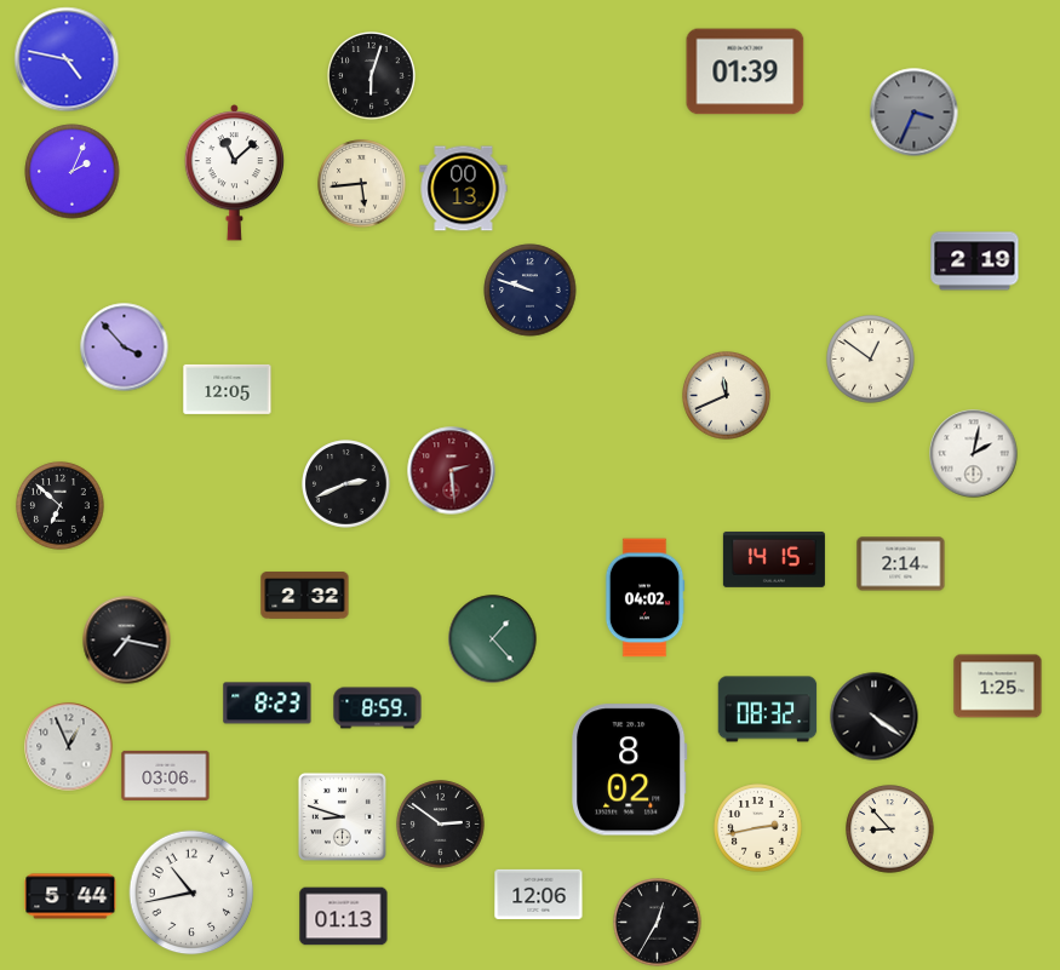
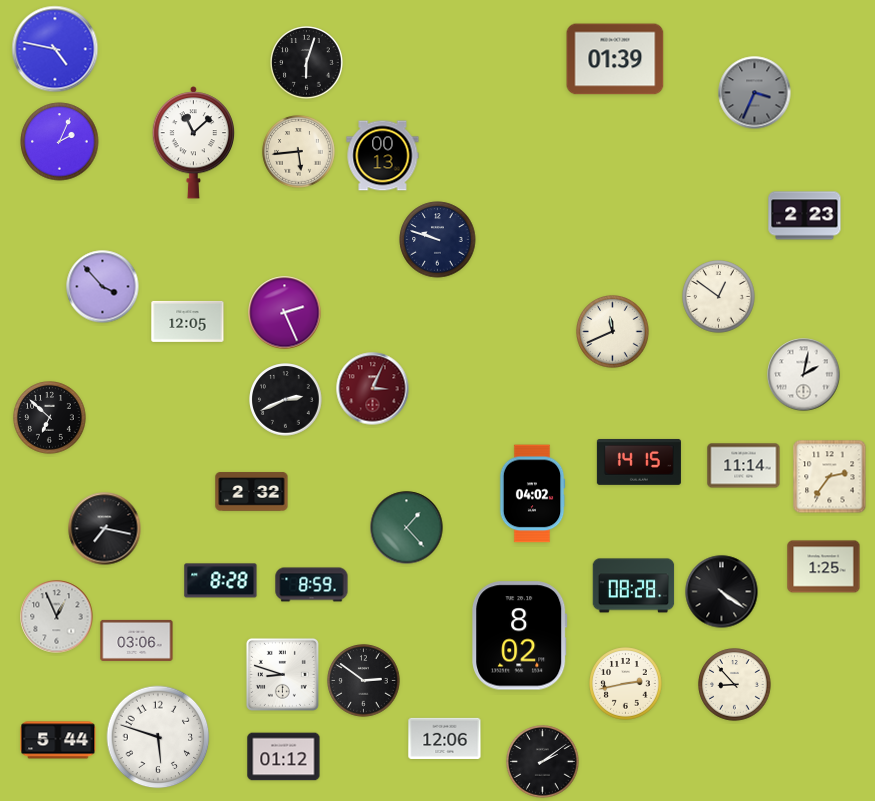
clock at (975, 262): 2:19 -> 2:23
clock at (285, 313): none -> 2:26
clock at (727, 396) position: (727, 396) -> (613, 332)
clock at (452, 471): 2:29 -> 3:04
clock at (901, 564): 2:14 -> 11:14
clock at (830, 477): none -> 2:36
clock at (268, 704): 8:23 -> 8:28
clock at (768, 710): 08:32 -> 08:28
clock at (191, 892): 10:43 -> 5:48
clock at (344, 917): 01:13 -> 01:12
clock at (658, 923): 12:35 -> 2:09
